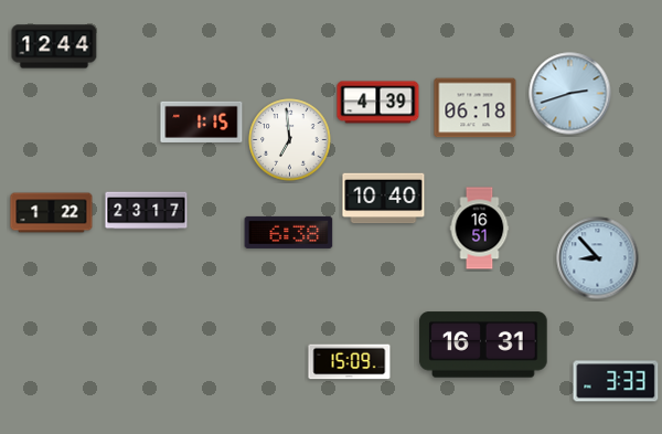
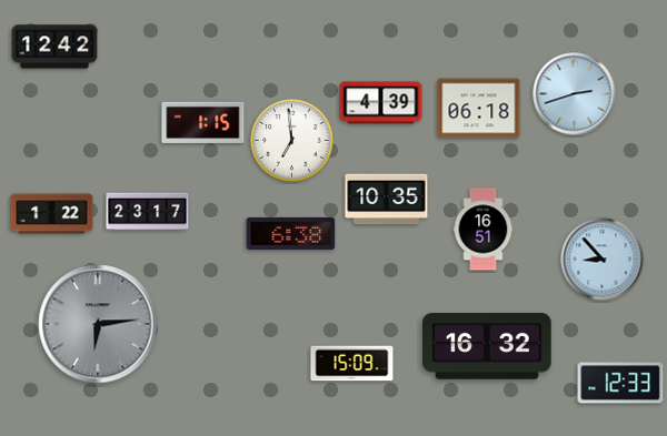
clock at (54, 46): 12:44 -> 12:42
clock at (384, 199): 10:40 -> 10:35
clock at (98, 324): none -> 6:14
clock at (483, 345): 16:31 -> 16:32
clock at (616, 381): 3:33 -> 12:33
